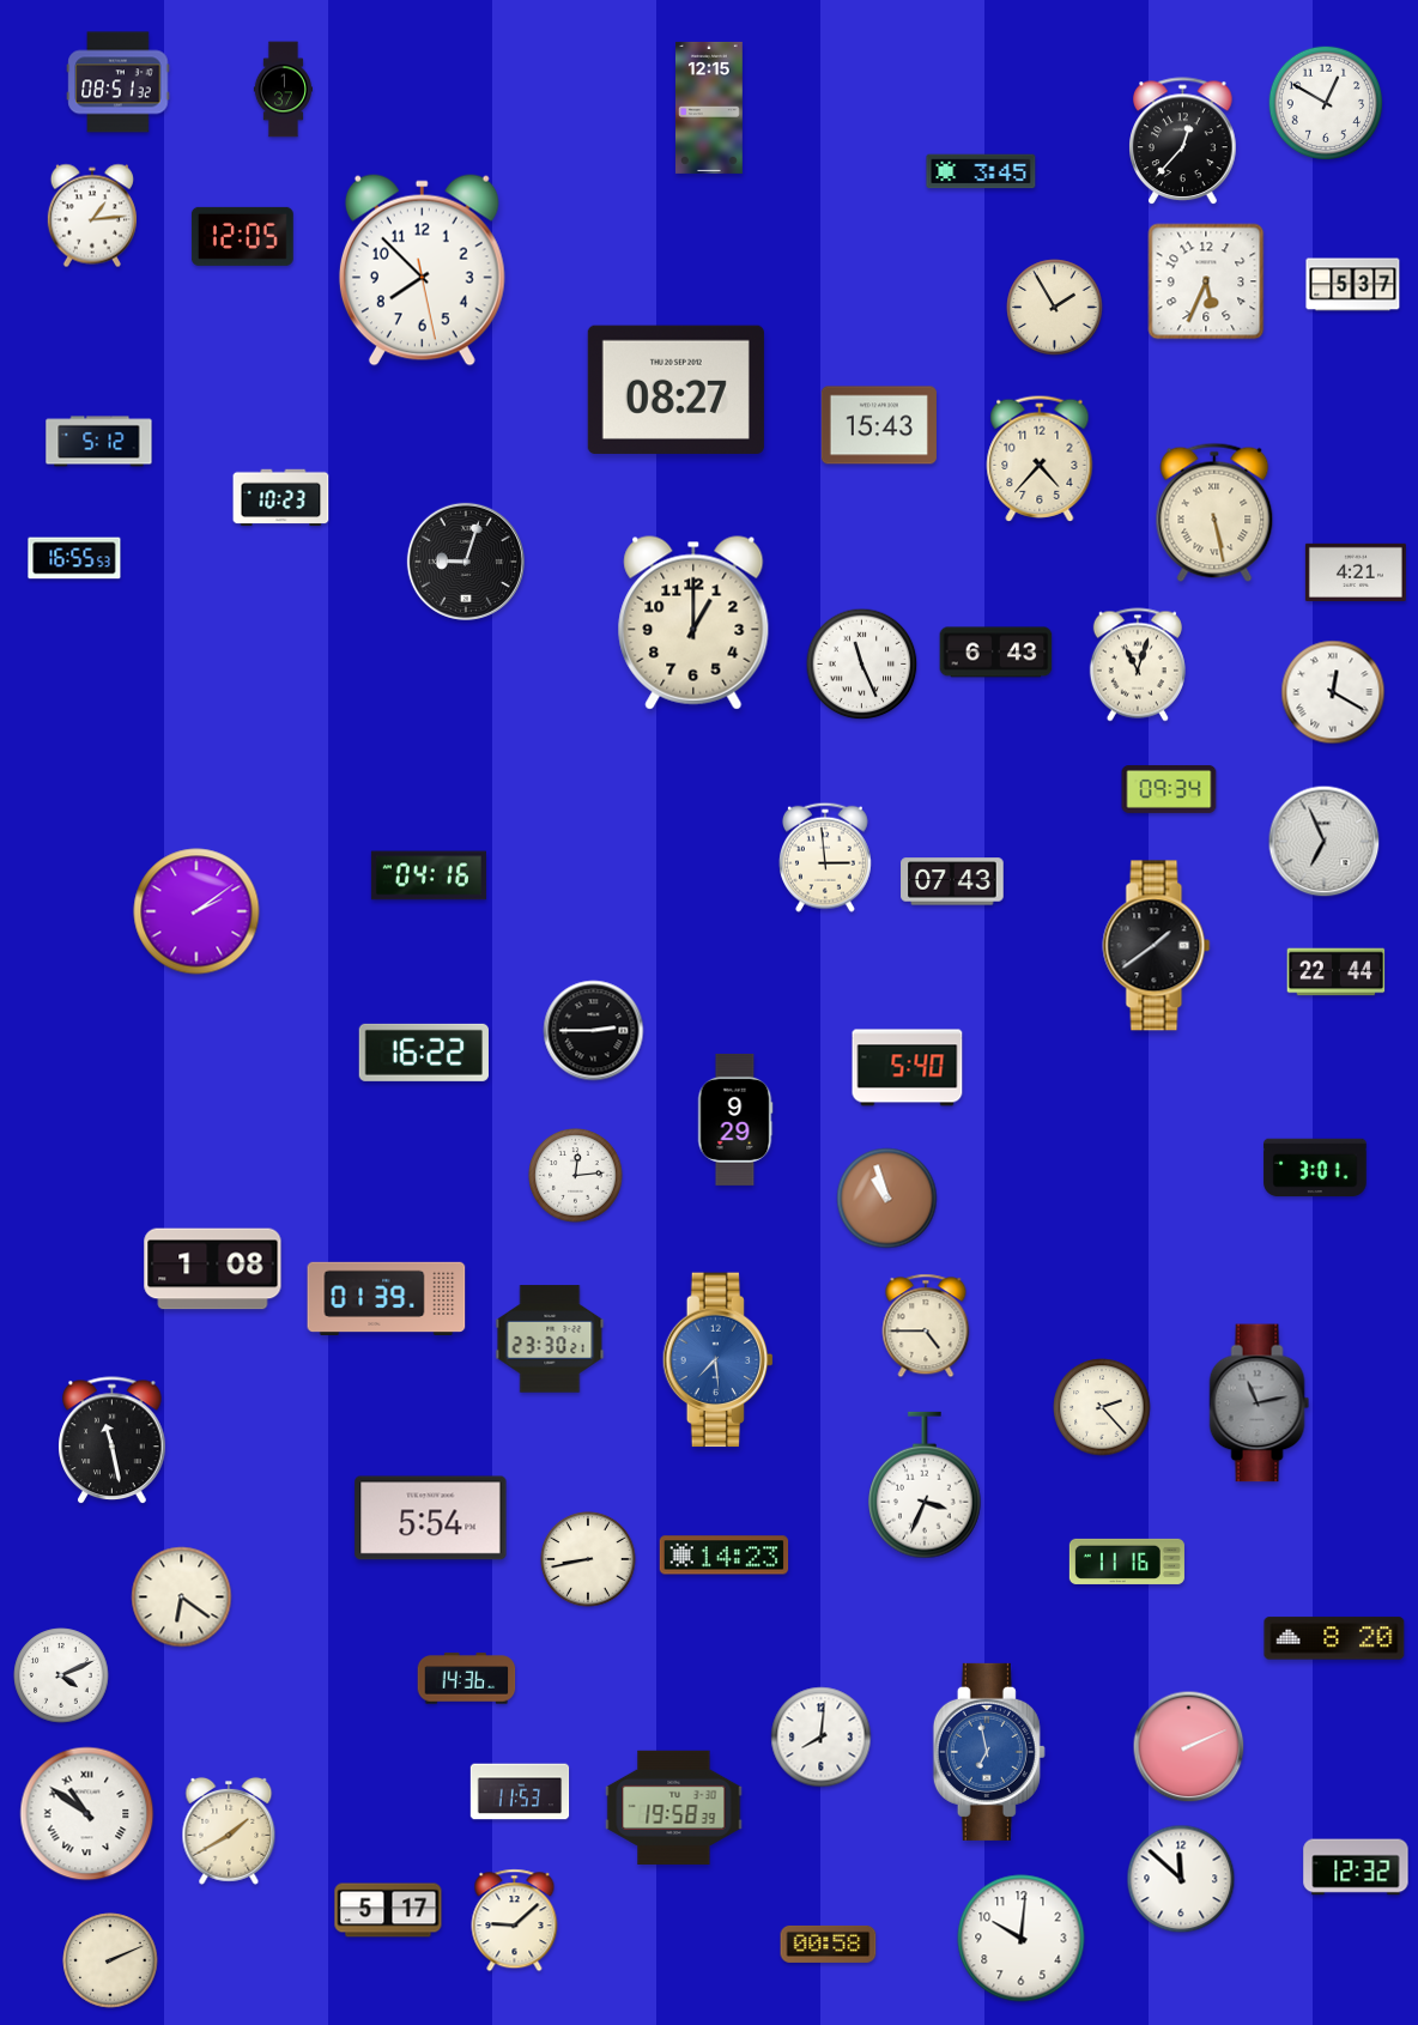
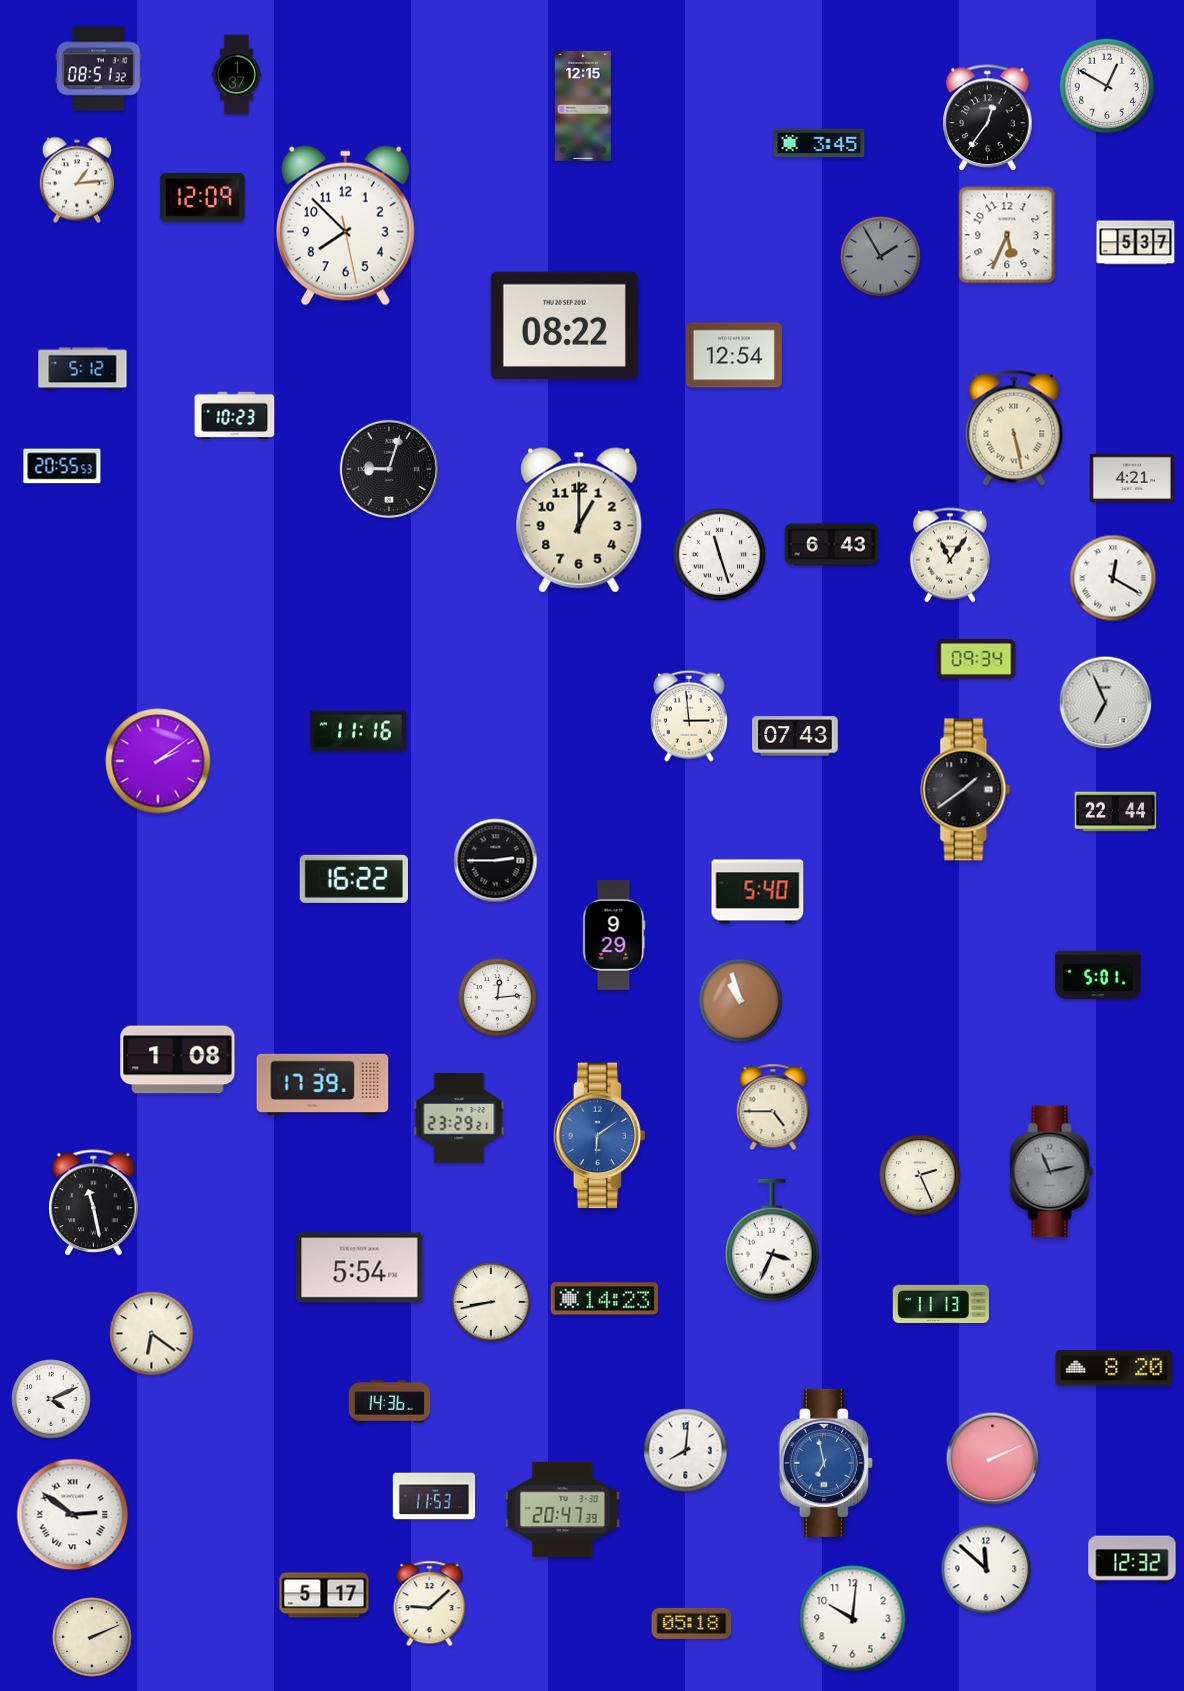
clock at (709, 108) position: (709, 108) -> (583, 106)
clock at (1183, 141): 12:37 -> 12:36
clock at (242, 236): 12:05 -> 12:09
clock at (422, 271) position: (422, 271) -> (345, 226)
clock at (1353, 285) position: (1353, 285) -> (1136, 243)
clock at (1055, 308) dial: cream -> grey
clock at (675, 389): 08:27 -> 08:22
clock at (879, 425): 15:43 -> 12:54
clock at (1040, 459): 4:37 -> none
clock at (74, 558): 16:55 -> 20:55
clock at (862, 665): 11:26 -> 11:27
clock at (1138, 665): 11:03 -> 11:06
clock at (429, 875): 04:16 -> 11:16
clock at (196, 911) position: (196, 911) -> (158, 761)
clock at (1315, 1168): 3:01 -> 5:01
clock at (576, 1176) position: (576, 1176) -> (498, 998)
clock at (387, 1298): 01:39 -> 17:39
clock at (550, 1339): 23:30 -> 23:29
clock at (719, 1360): 7:29 -> 6:09
clock at (1102, 1407): 2:23 -> 2:26
clock at (1127, 1562): 11:16 -> 11:13
clock at (674, 1807): 19:58 -> 20:47
clock at (87, 1814): 10:51 -> 2:51
clock at (229, 1831): 1:40 -> none
clock at (829, 1944): 00:58 -> 05:18
